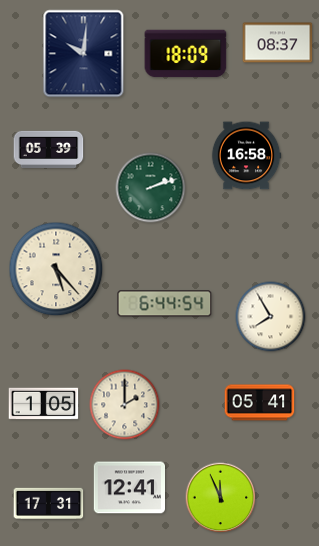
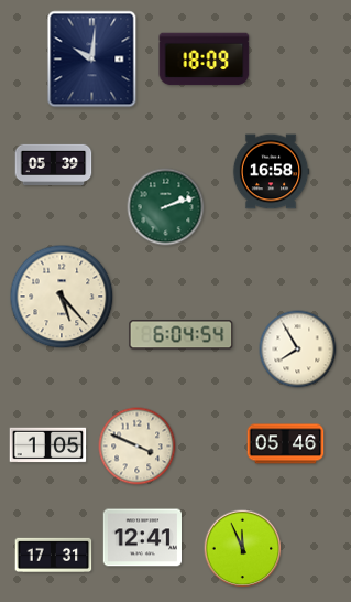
clock at (278, 43): 08:37 -> none
clock at (165, 304): 6:44 -> 6:04
clock at (260, 403): 05:41 -> 05:46
clock at (125, 405): 2:00 -> 3:49
